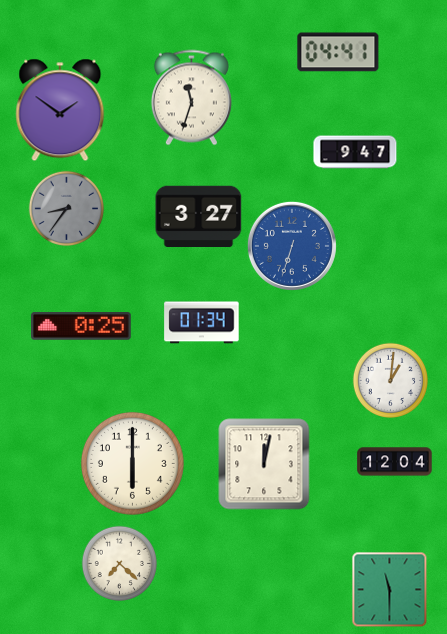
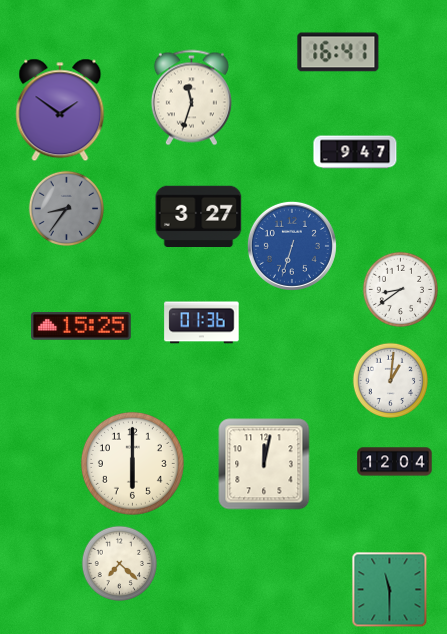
clock at (338, 52): 04:41 -> 16:41
clock at (400, 289): none -> 8:39
clock at (202, 323): 01:34 -> 01:36
clock at (81, 326): 0:25 -> 15:25
